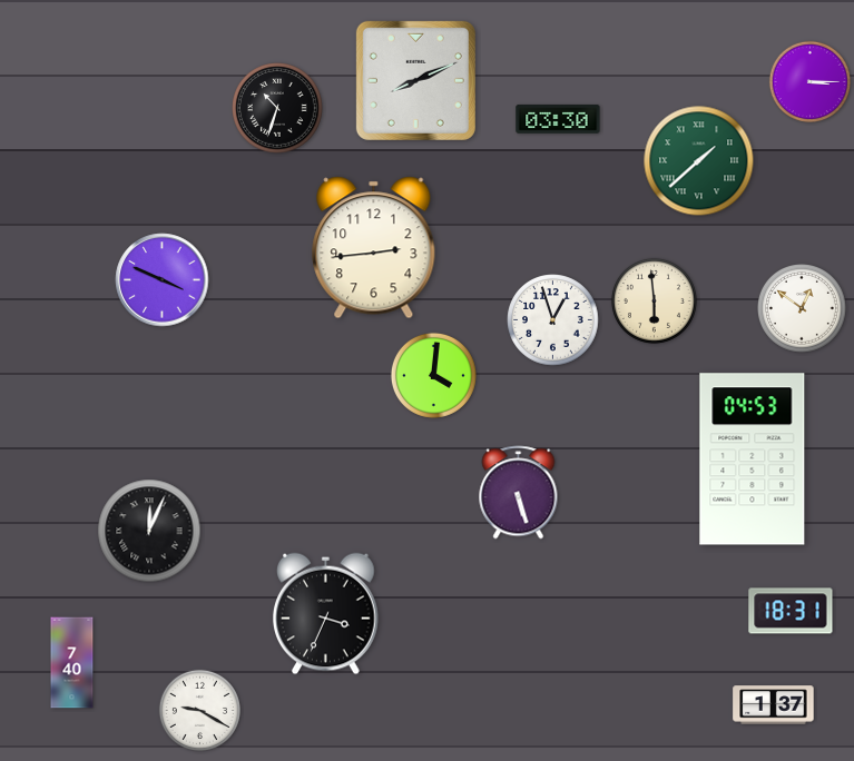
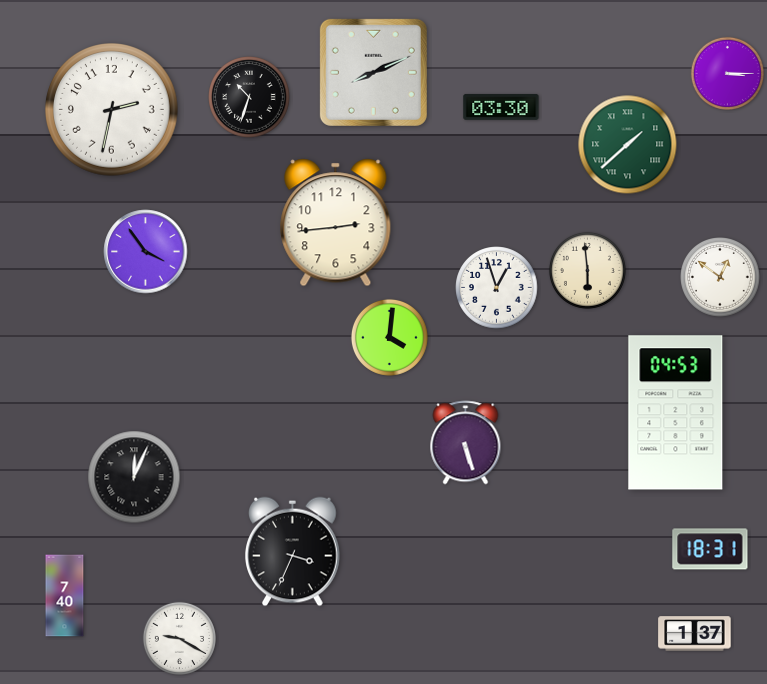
clock at (112, 110): none -> 2:32
clock at (163, 280): 3:49 -> 3:54
